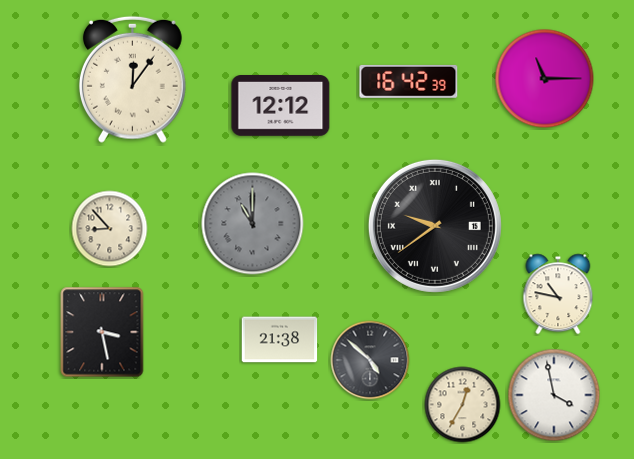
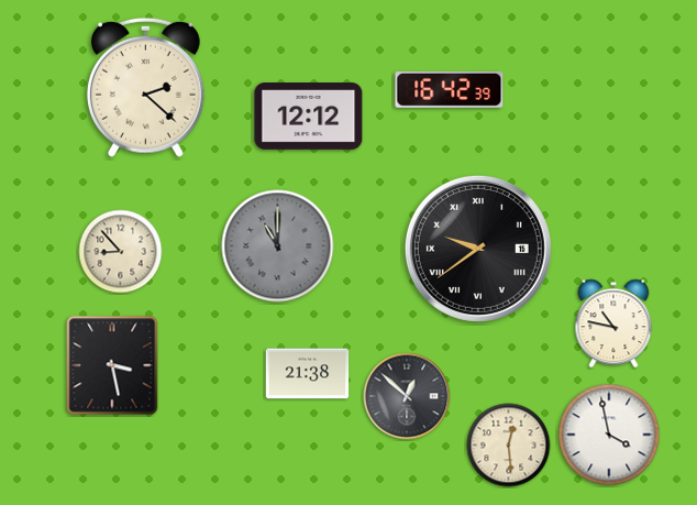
clock at (132, 79): 12:06 -> 2:22
clock at (545, 79): 11:15 -> none
clock at (370, 360): 4:52 -> 12:52
clock at (463, 405): 12:35 -> 12:29
